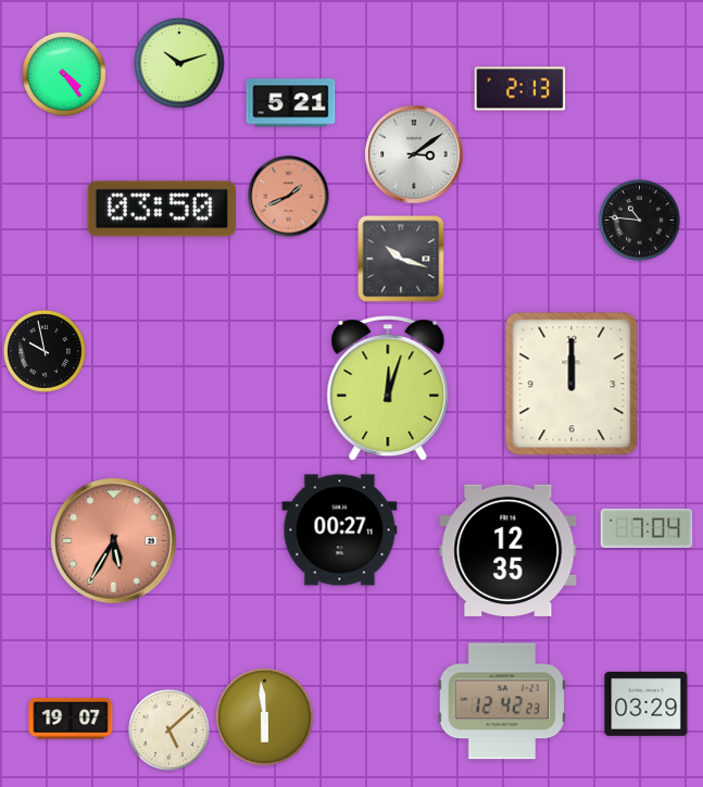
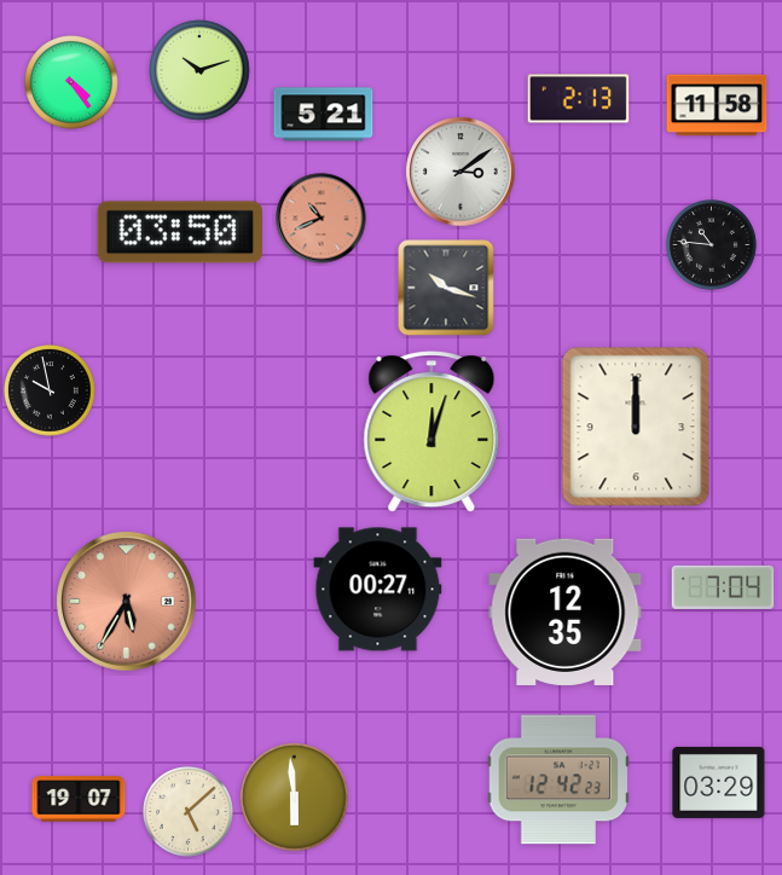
clock at (717, 105): none -> 11:58
clock at (289, 197): 1:41 -> 10:41
clock at (646, 528) position: (646, 528) -> (723, 587)
